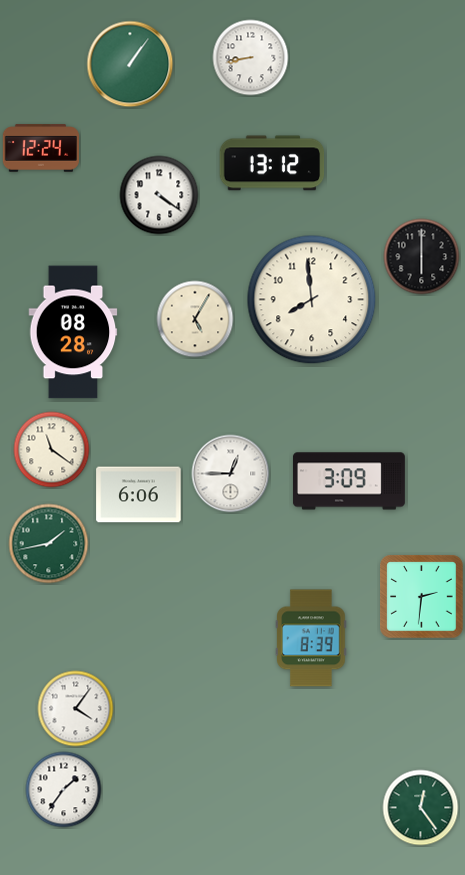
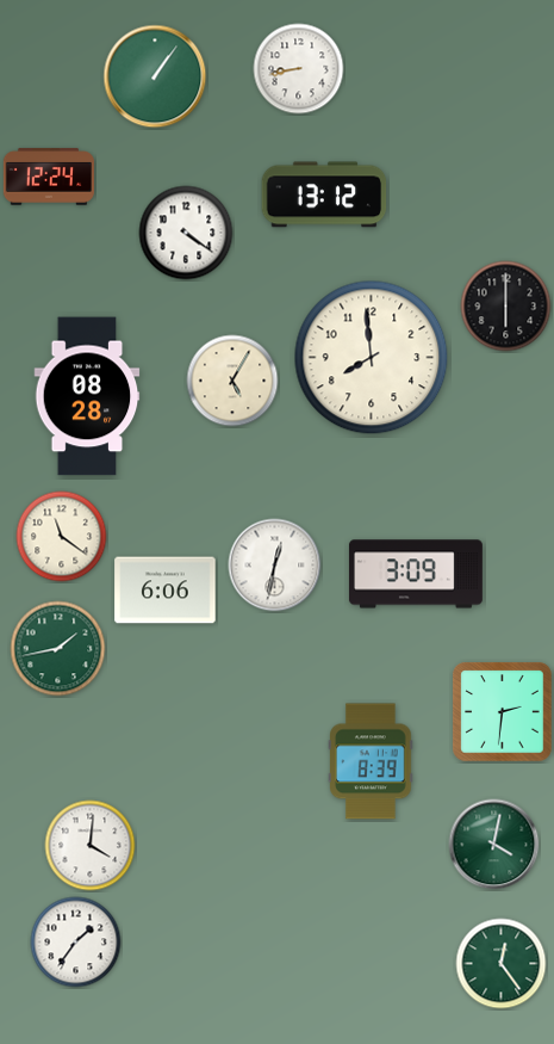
clock at (159, 195) position: (159, 195) -> (186, 233)
clock at (422, 257) position: (422, 257) -> (506, 307)
clock at (231, 474): 12:45 -> 12:32
clock at (494, 845): none -> 4:02
clock at (76, 709): 4:06 -> 4:01
